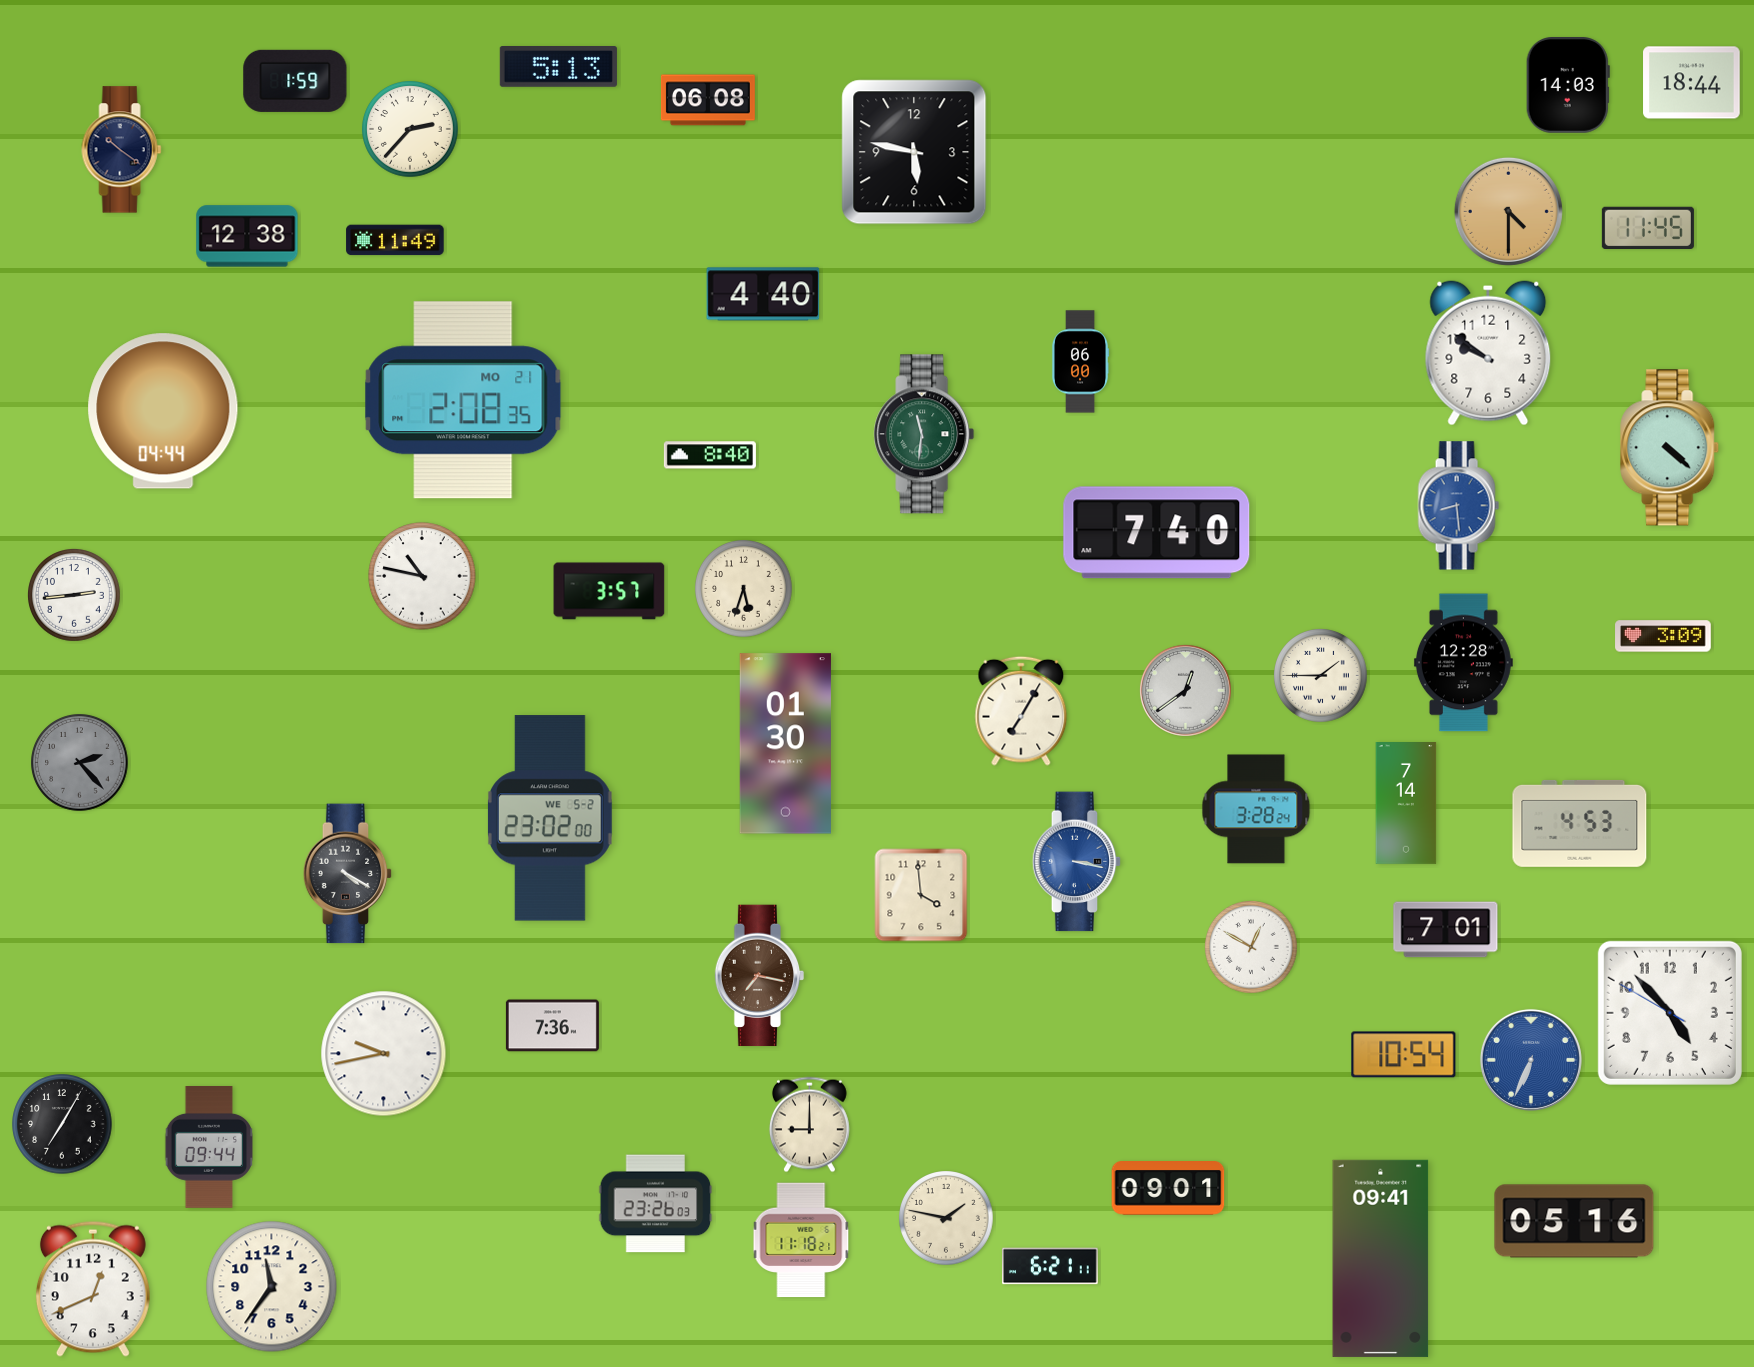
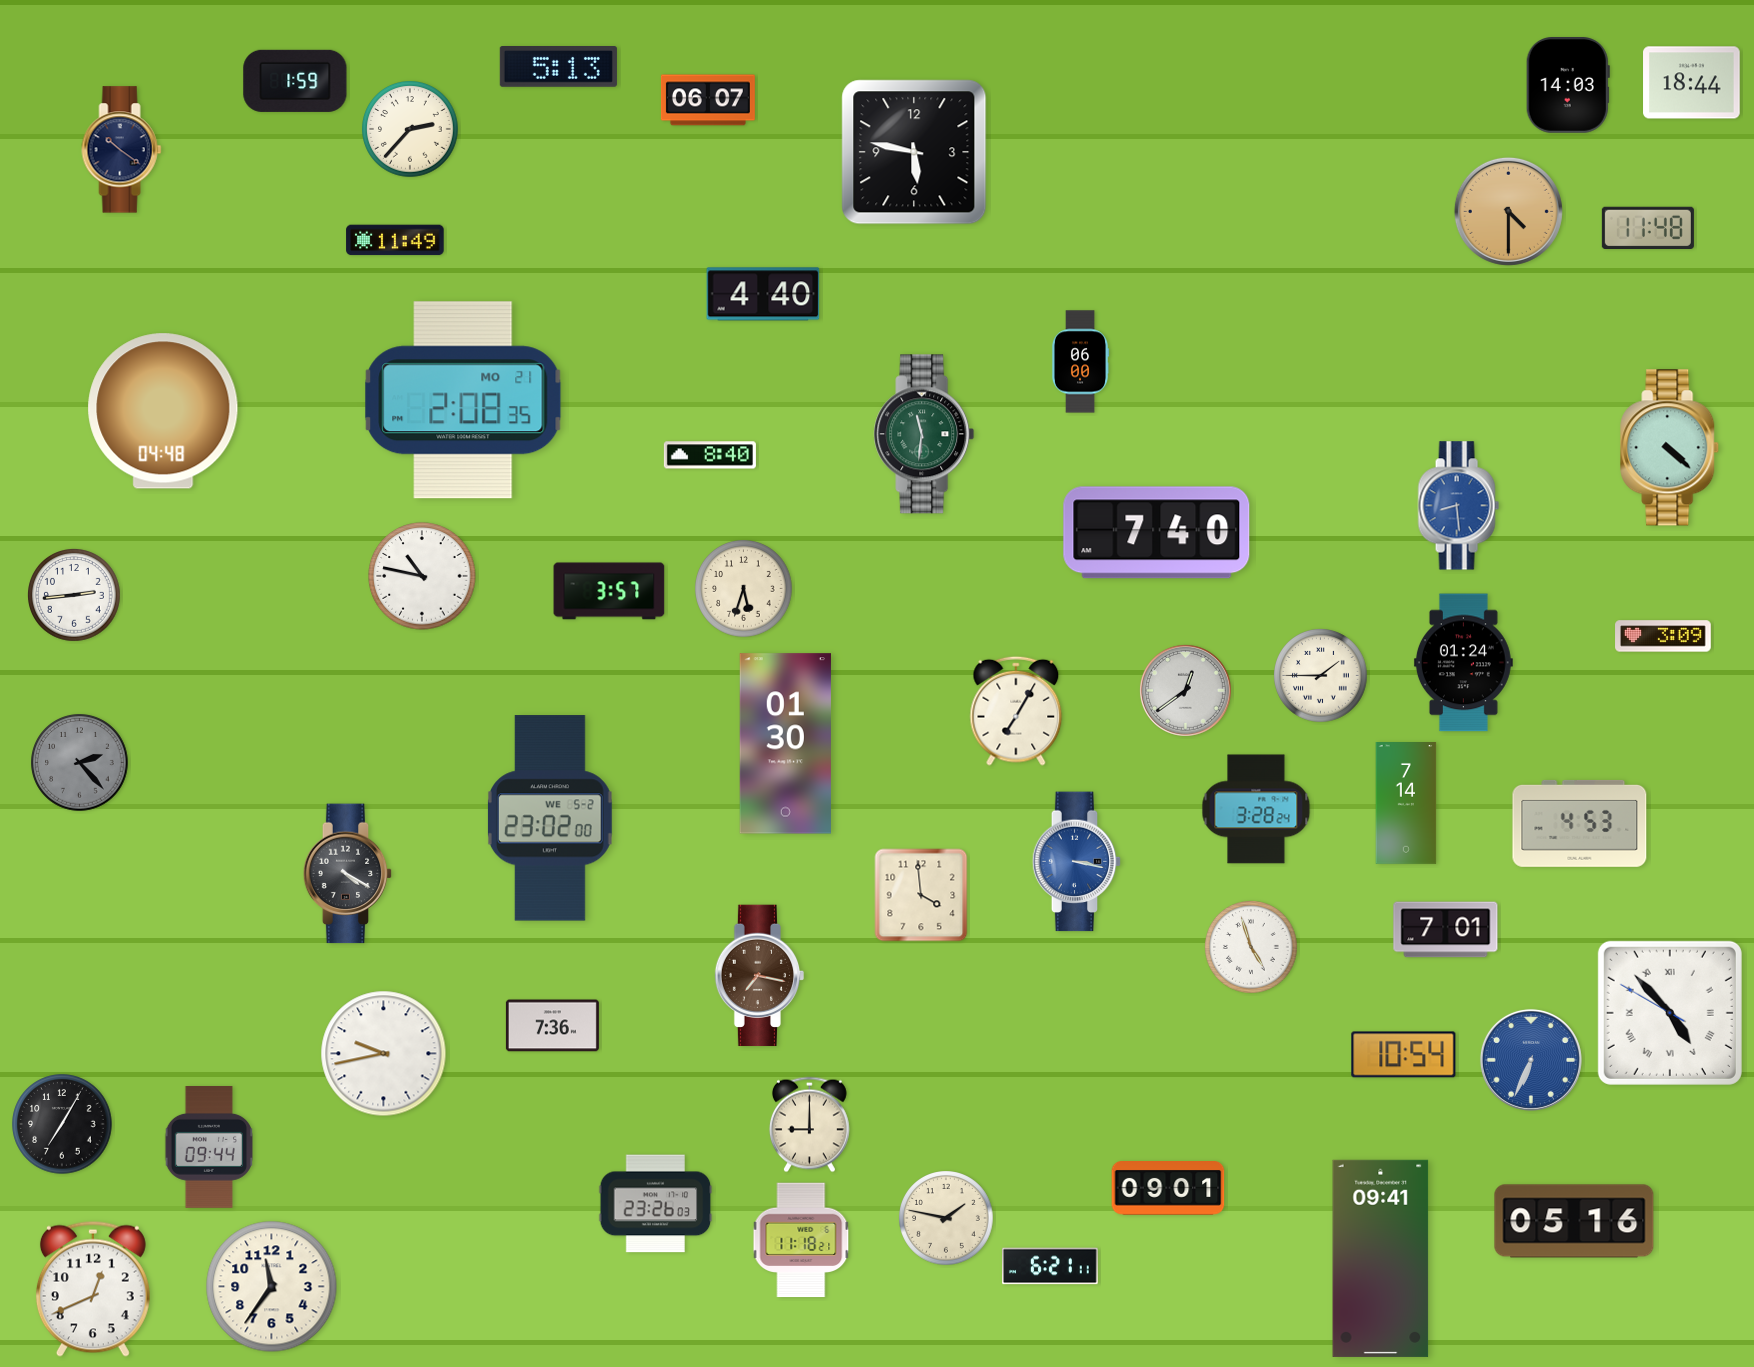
clock at (708, 100): 06:08 -> 06:07
clock at (1648, 227): 11:45 -> 11:48
clock at (247, 236): 12:38 -> none
clock at (1488, 353): 9:51 -> none
clock at (163, 411): 04:44 -> 04:48
clock at (1463, 663): 12:28 -> 01:24
clock at (1021, 711) position: (1021, 711) -> (1016, 711)
clock at (1252, 948): 12:50 -> 4:57
clock at (1670, 1013) numerals: Arabic -> Roman
